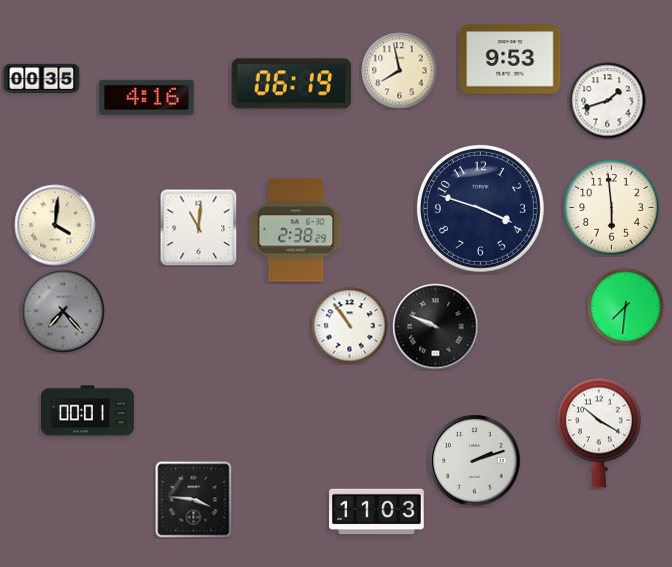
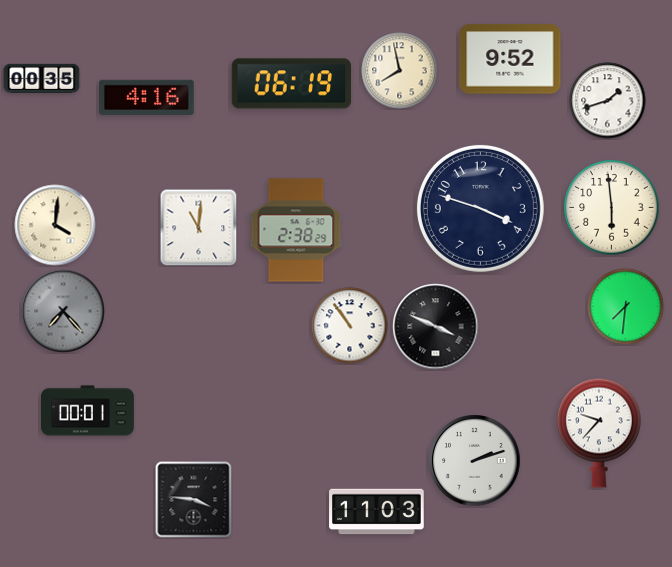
clock at (510, 59): 9:53 -> 9:52
clock at (436, 327): 9:49 -> 3:49
clock at (600, 433): 10:20 -> 9:37
